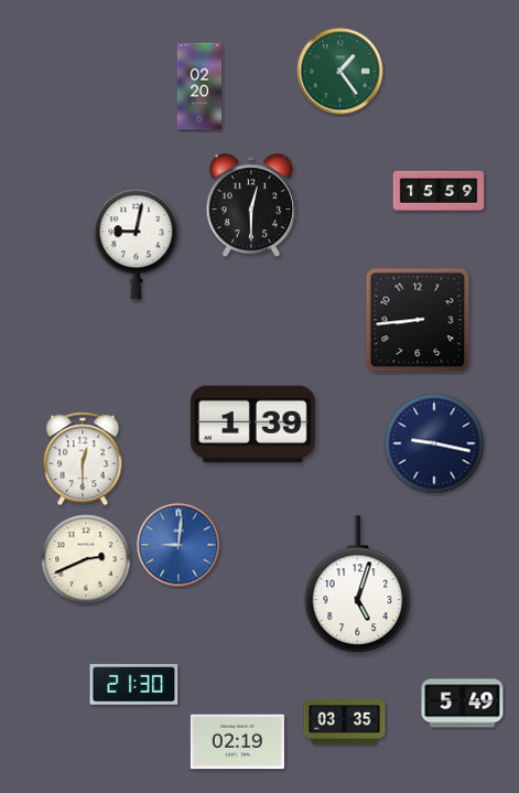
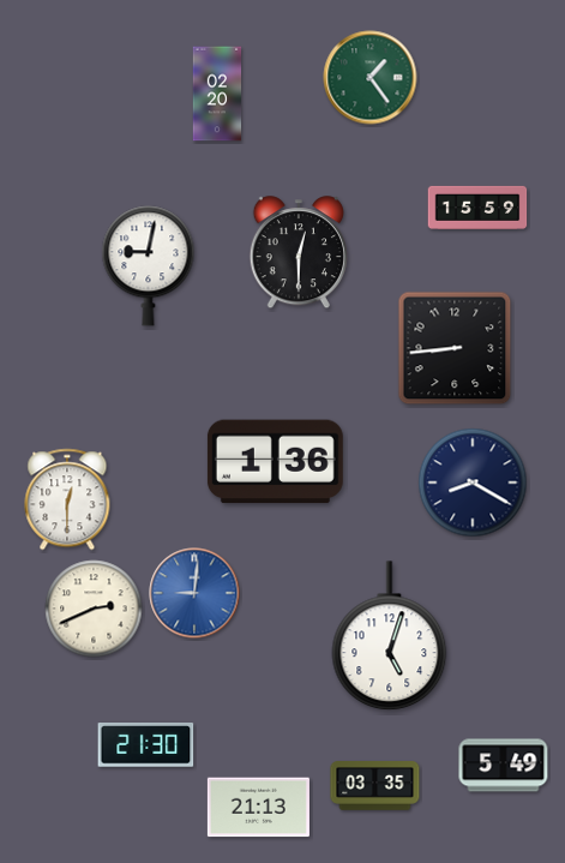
clock at (251, 206) position: (251, 206) -> (299, 253)
clock at (252, 425): 1:39 -> 1:36
clock at (434, 443): 9:17 -> 8:20
clock at (83, 459) position: (83, 459) -> (67, 499)
clock at (237, 742): 02:19 -> 21:13
